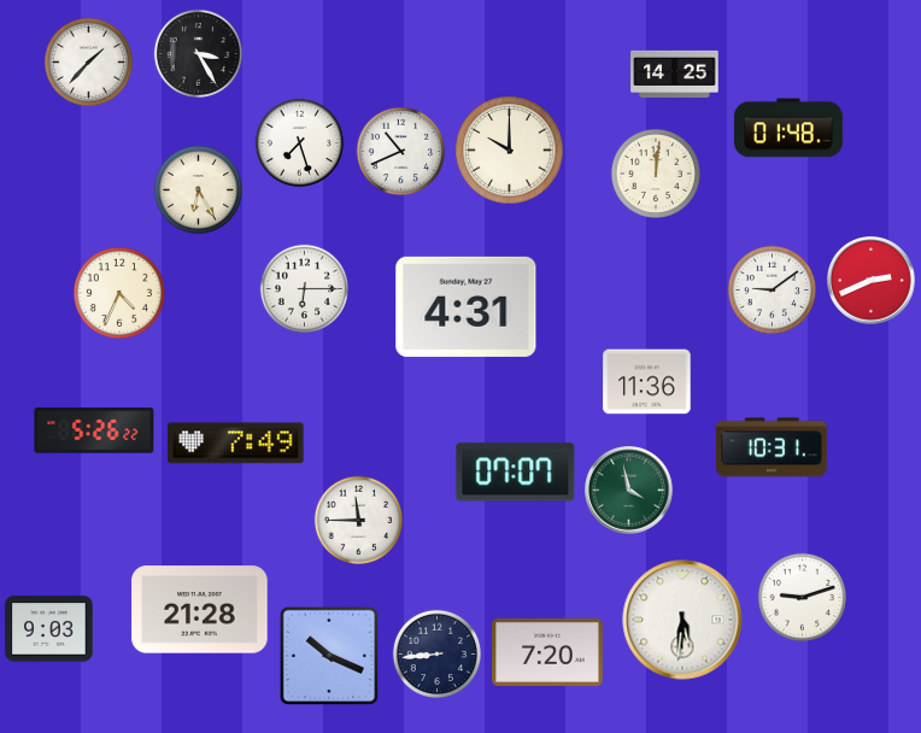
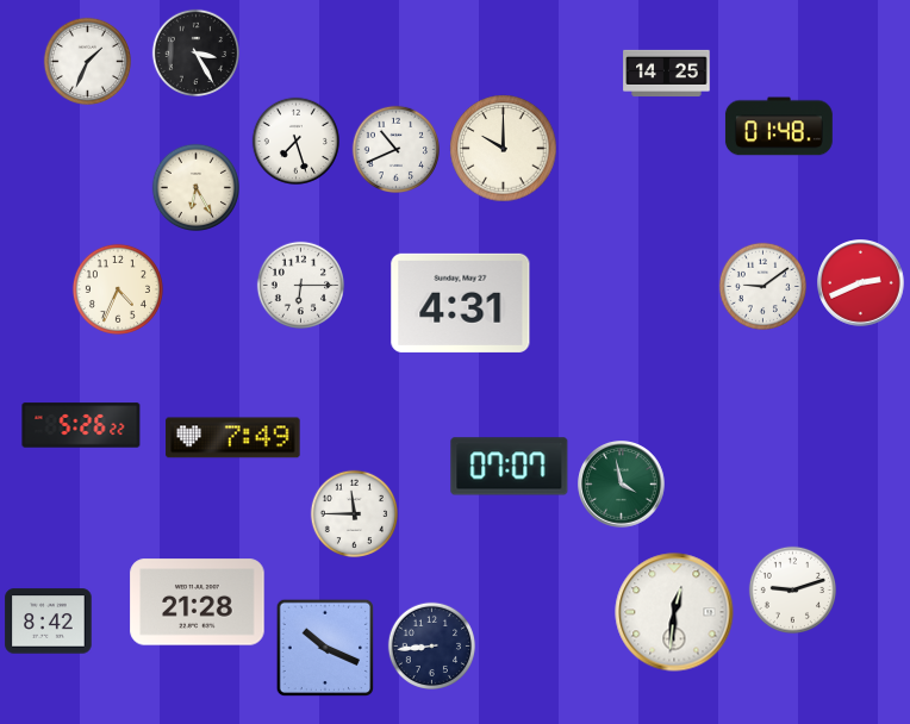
clock at (88, 61): 1:37 -> 1:34
clock at (656, 174): 12:01 -> none
clock at (872, 281) position: (872, 281) -> (861, 283)
clock at (647, 382): 11:36 -> none
clock at (94, 430) position: (94, 430) -> (81, 425)
clock at (772, 447): 10:31 -> none
clock at (682, 620): 5:31 -> 12:31
clock at (49, 629): 9:03 -> 8:42
clock at (547, 652): 7:20 -> none
